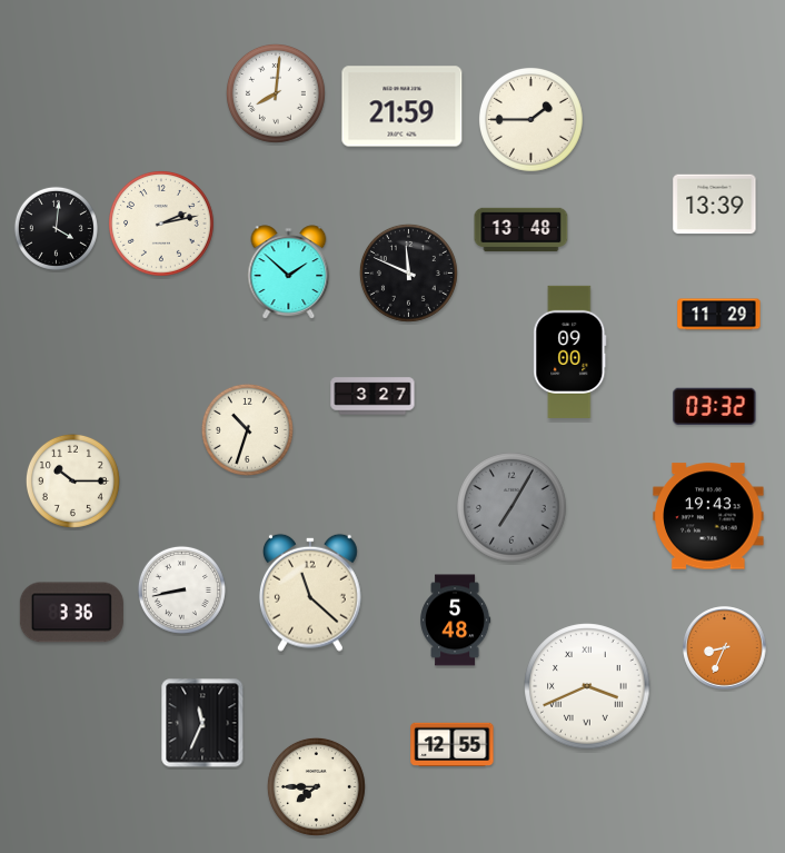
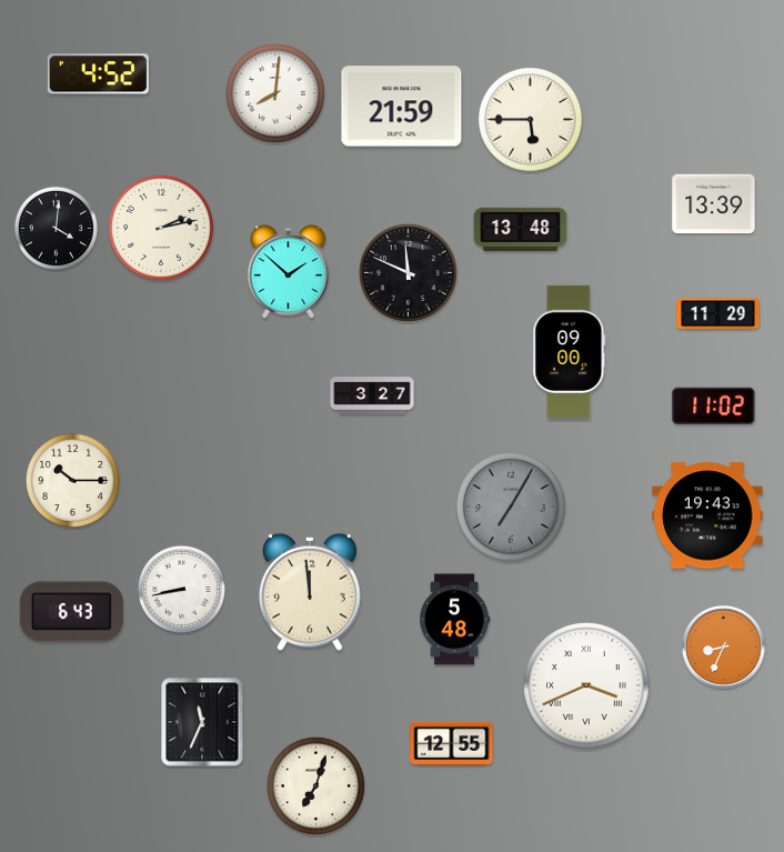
clock at (98, 74): none -> 4:52
clock at (530, 119): 1:45 -> 5:45
clock at (162, 225) position: (162, 225) -> (162, 229)
clock at (715, 406): 03:32 -> 11:02
clock at (247, 429): 10:33 -> none
clock at (310, 593): 11:22 -> 11:59
clock at (71, 613): 3:36 -> 6:43
clock at (316, 786): 7:45 -> 7:03
